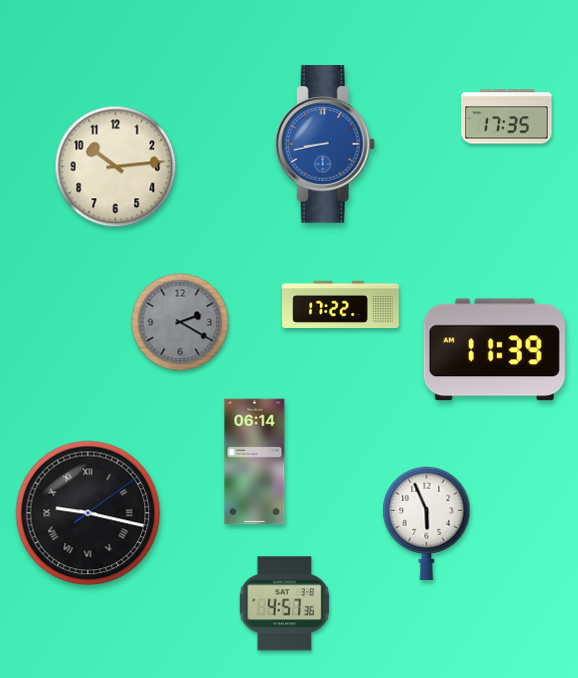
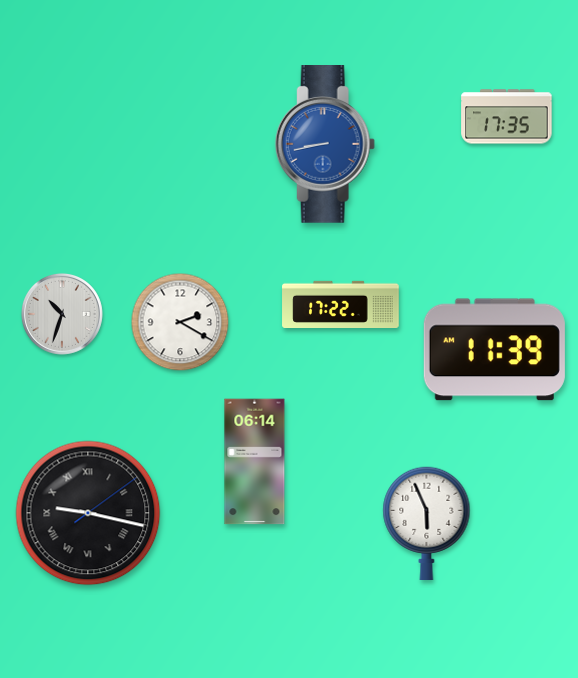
clock at (116, 167): 10:14 -> none
clock at (62, 314): none -> 10:33
clock at (180, 322) dial: grey -> white
clock at (284, 604): 4:57 -> none
